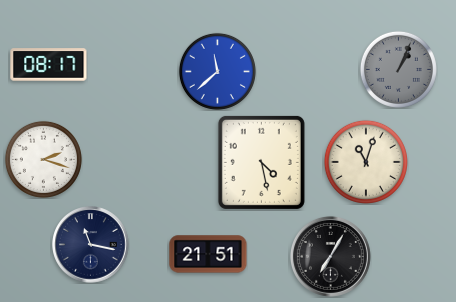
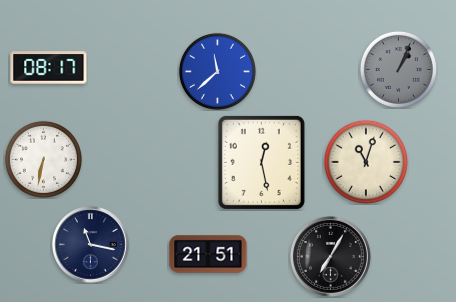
clock at (49, 65) position: (49, 65) -> (49, 68)
clock at (43, 159): 2:18 -> 6:32
clock at (261, 162): 4:28 -> 12:28
